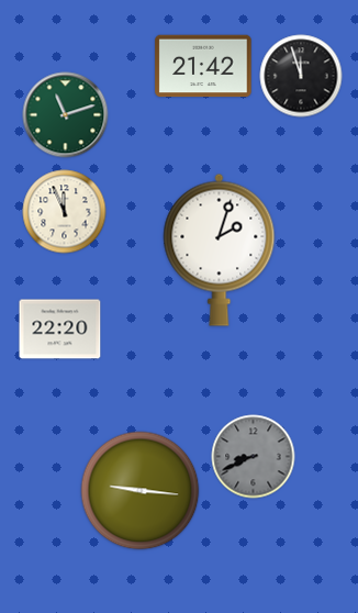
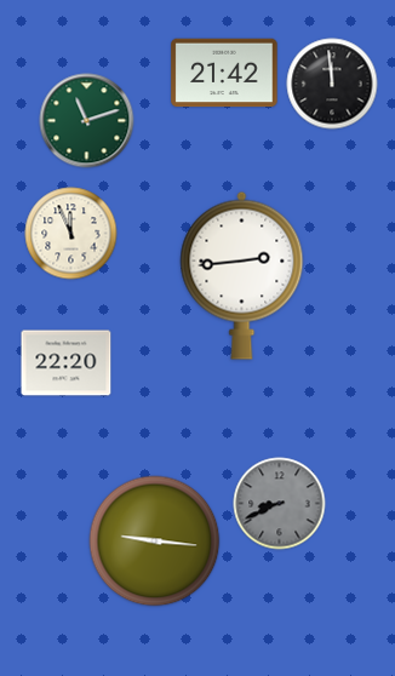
clock at (301, 76): 11:57 -> 11:59
clock at (66, 115) position: (66, 115) -> (87, 121)
clock at (220, 249): 2:03 -> 2:44
